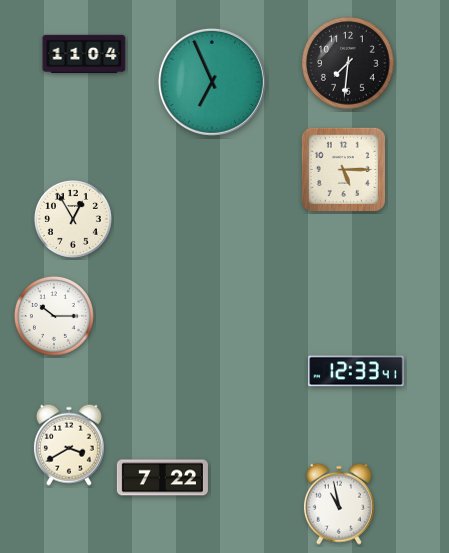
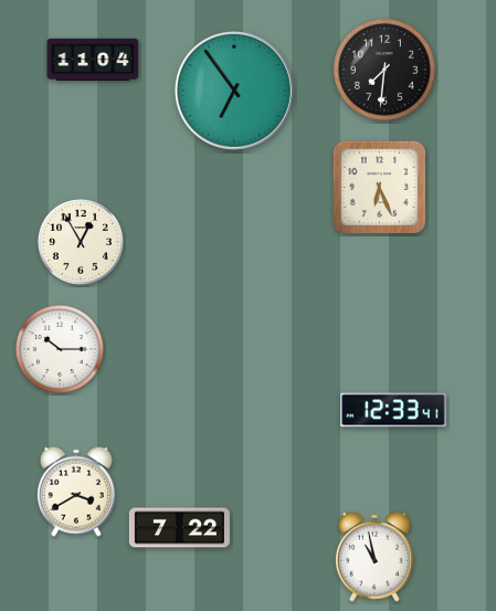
clock at (212, 82): 6:56 -> 6:54
clock at (343, 169): 5:15 -> 6:26
